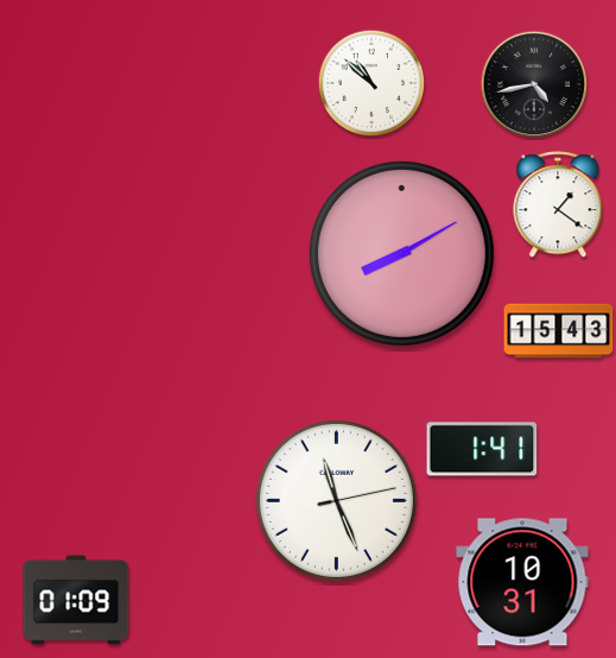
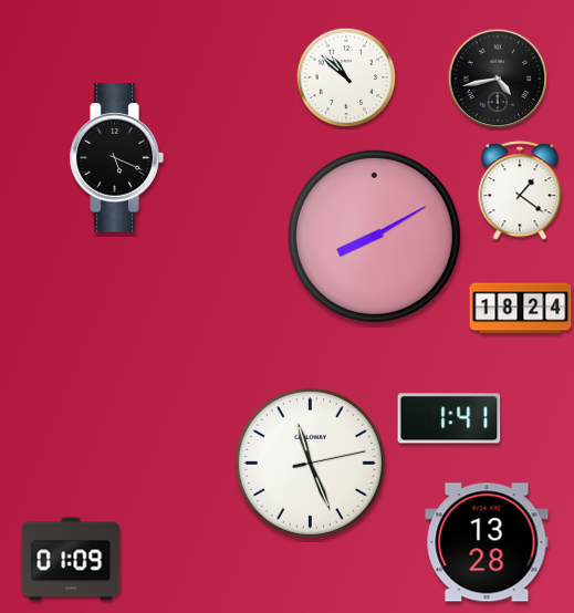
clock at (116, 158): none -> 5:19
clock at (559, 331): 15:43 -> 18:24
clock at (336, 500) position: (336, 500) -> (310, 463)
clock at (522, 582): 10:31 -> 13:28
